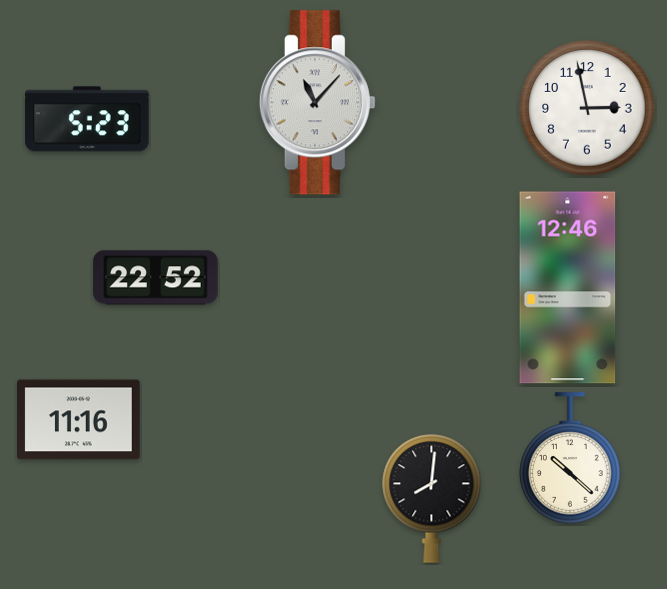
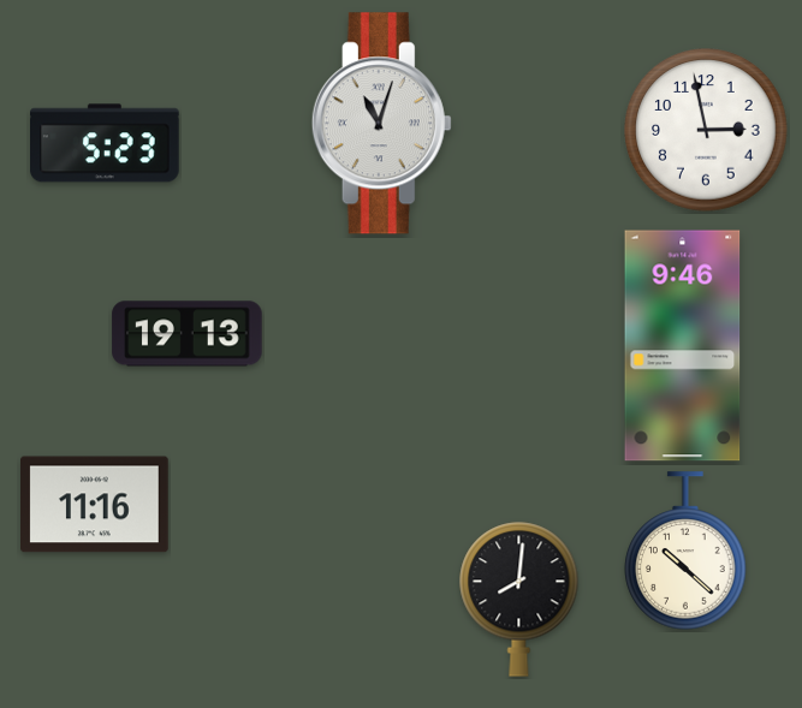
clock at (317, 103): 11:07 -> 11:03
clock at (156, 278): 22:52 -> 19:13
clock at (568, 288): 12:46 -> 9:46
